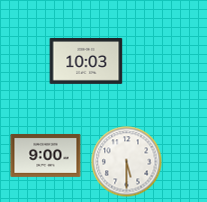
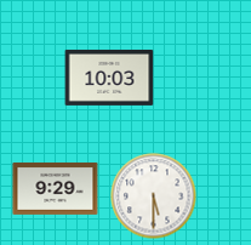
clock at (86, 61) position: (86, 61) -> (109, 78)
clock at (46, 155): 9:00 -> 9:29
